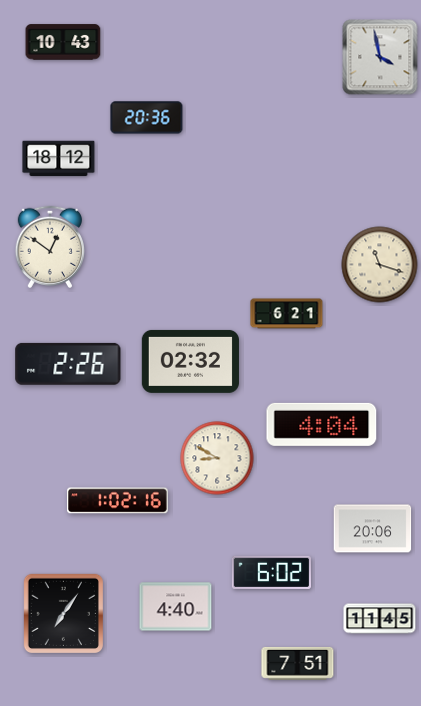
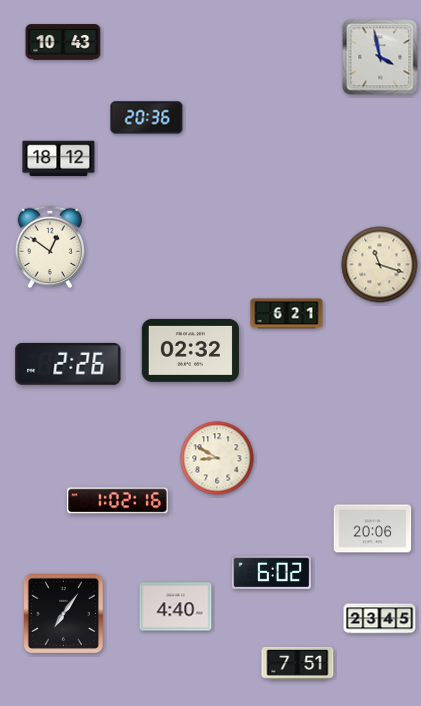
clock at (190, 361) position: (190, 361) -> (190, 350)
clock at (322, 424): 4:04 -> none
clock at (380, 619): 11:45 -> 23:45
